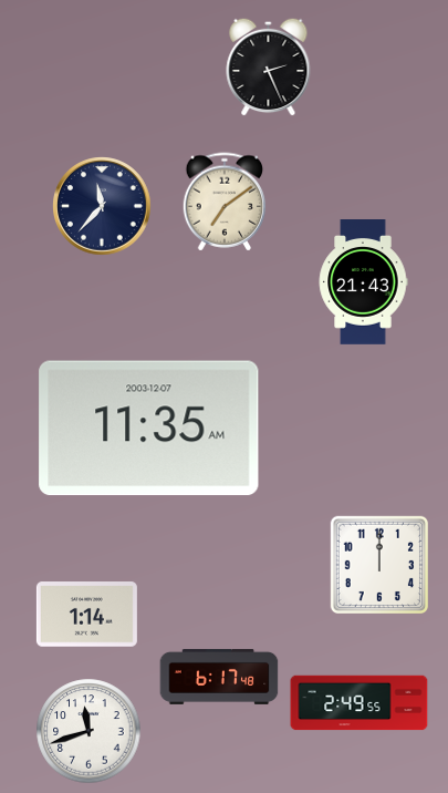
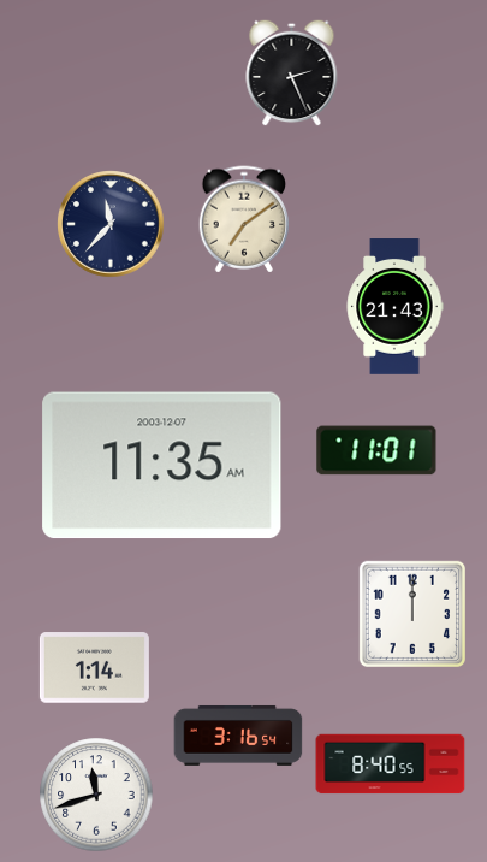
clock at (376, 450): none -> 11:01
clock at (219, 677): 6:17 -> 3:16
clock at (360, 703): 2:49 -> 8:40
